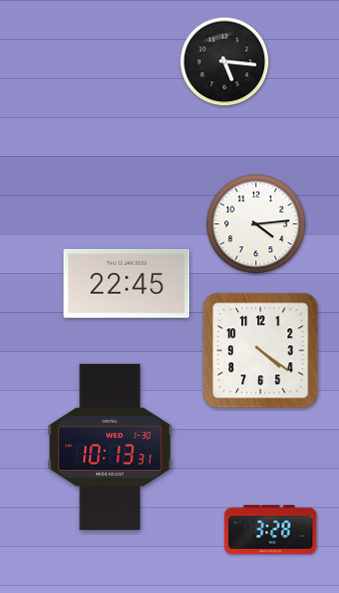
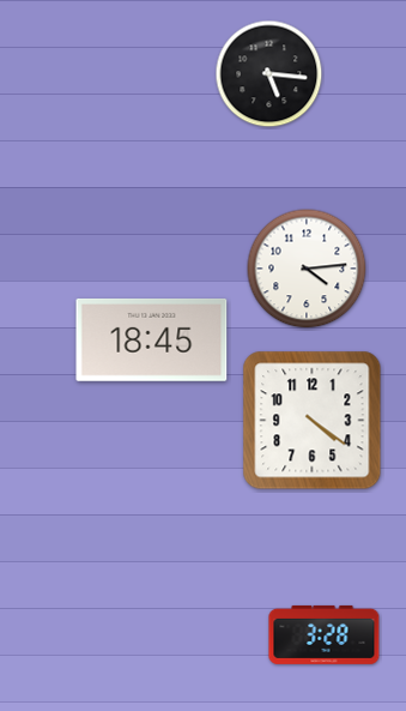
clock at (127, 283): 22:45 -> 18:45
clock at (110, 447): 10:13 -> none
